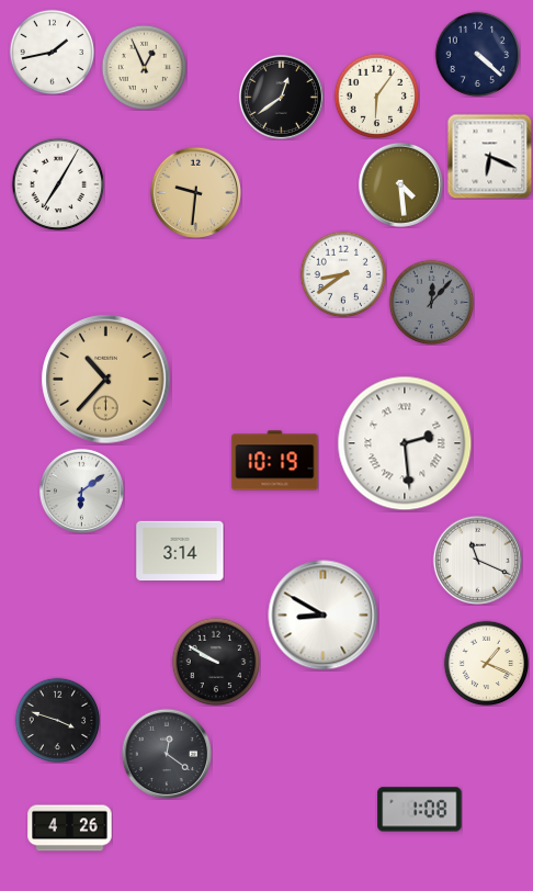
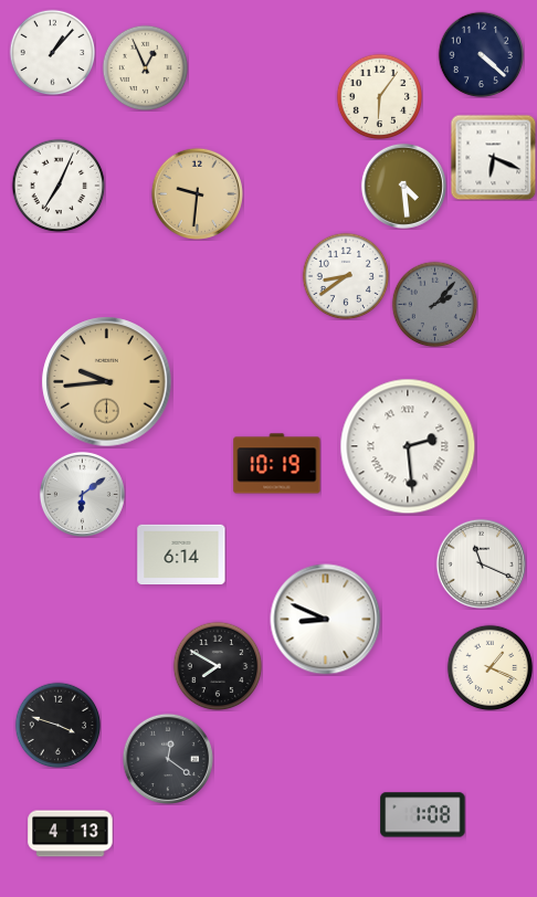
clock at (52, 52): 1:43 -> 1:07
clock at (281, 97): 12:39 -> none
clock at (58, 184): 7:05 -> 7:04
clock at (431, 302): 12:07 -> 2:07
clock at (106, 380): 10:37 -> 9:44
clock at (180, 551): 3:14 -> 6:14
clock at (324, 616): 8:50 -> 8:49
clock at (216, 662): 9:50 -> 7:50
clock at (70, 828): 4:26 -> 4:13
